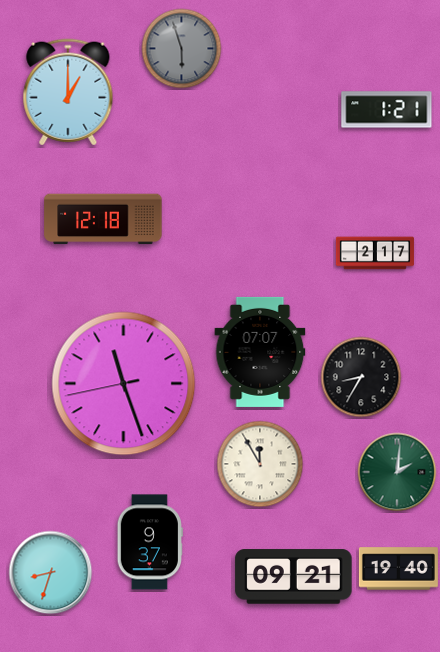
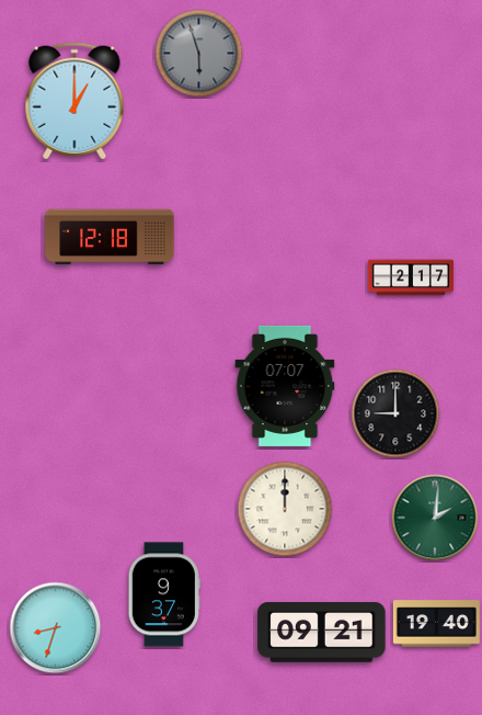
clock at (387, 110): 1:21 -> none
clock at (103, 219) position: (103, 219) -> (110, 237)
clock at (361, 377): 8:35 -> 9:00
clock at (124, 384): 11:26 -> none
clock at (260, 464): 11:55 -> 12:00
